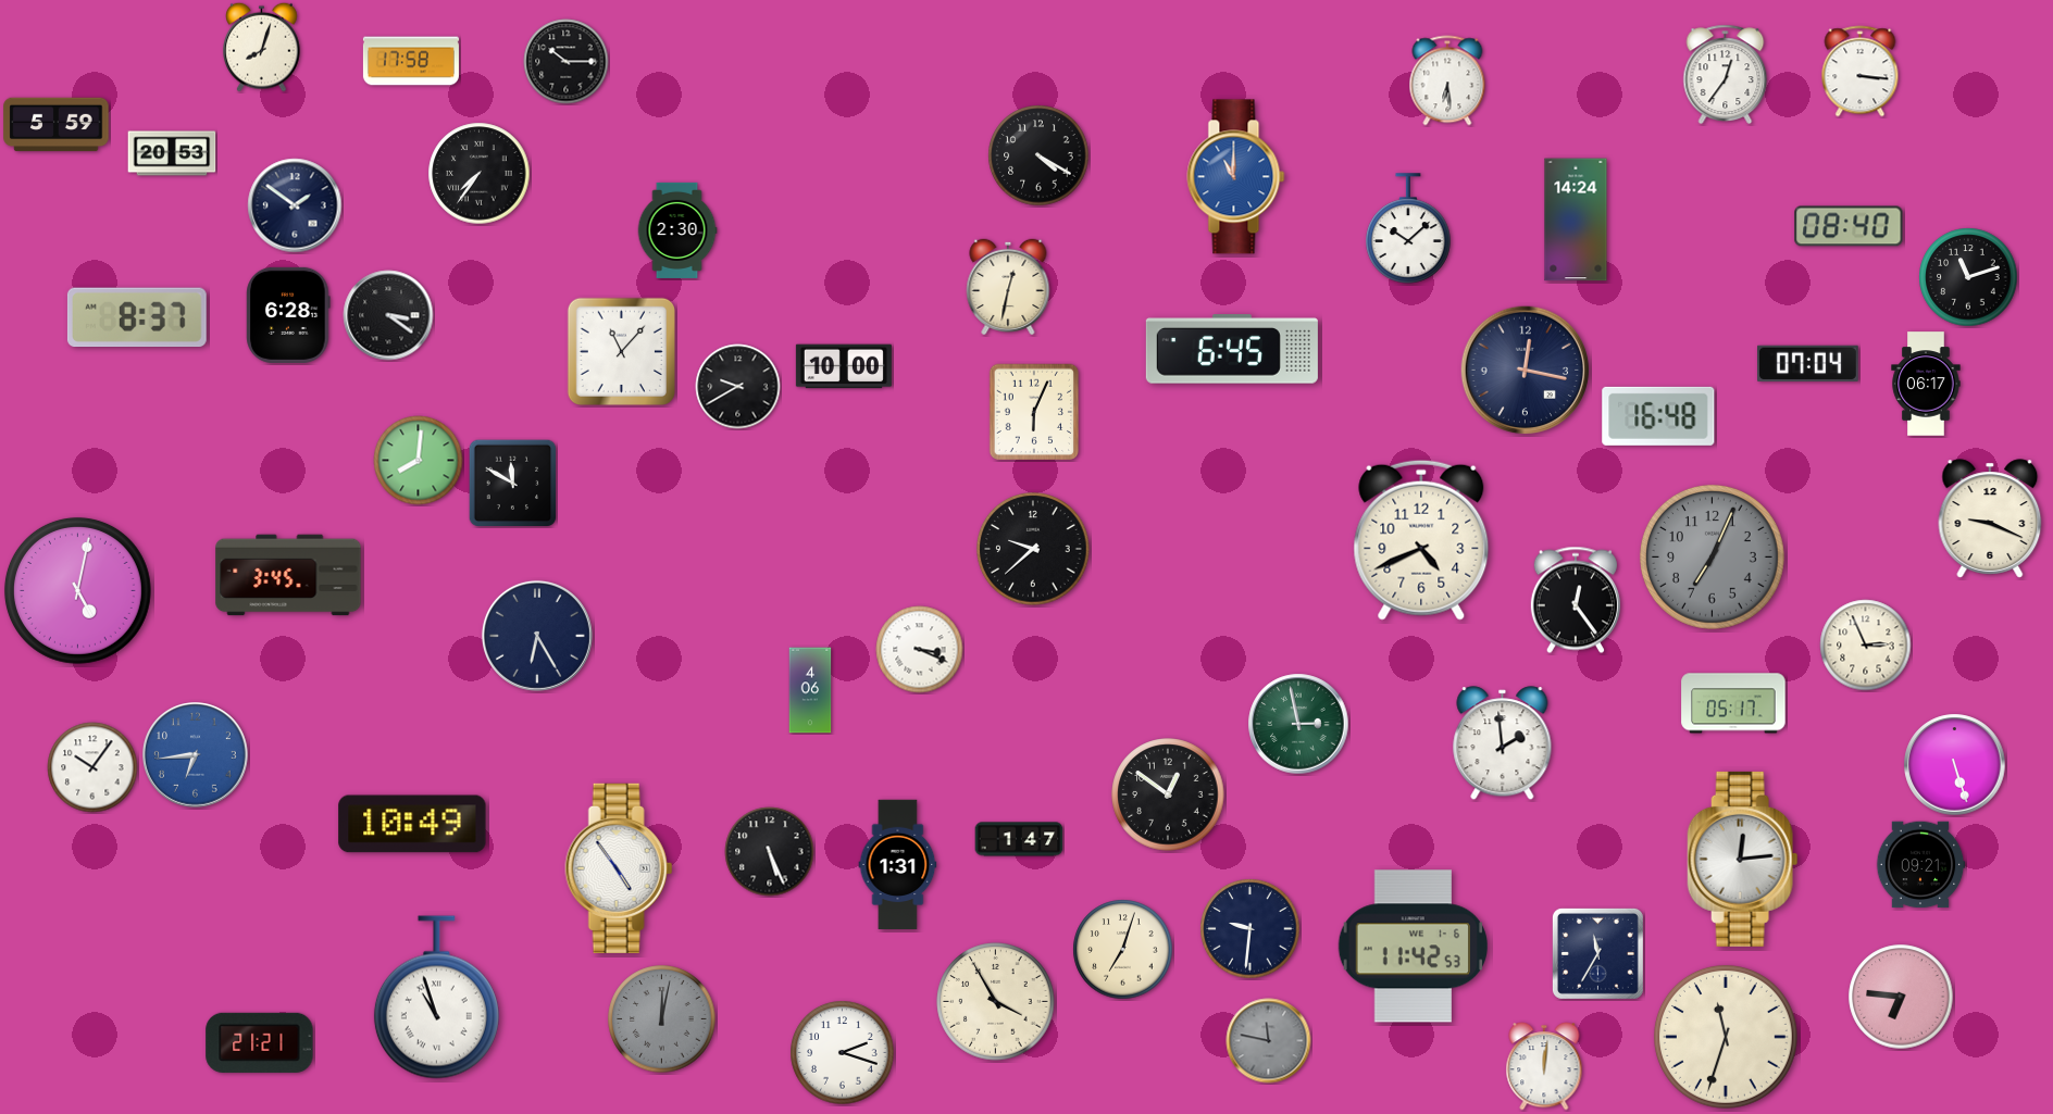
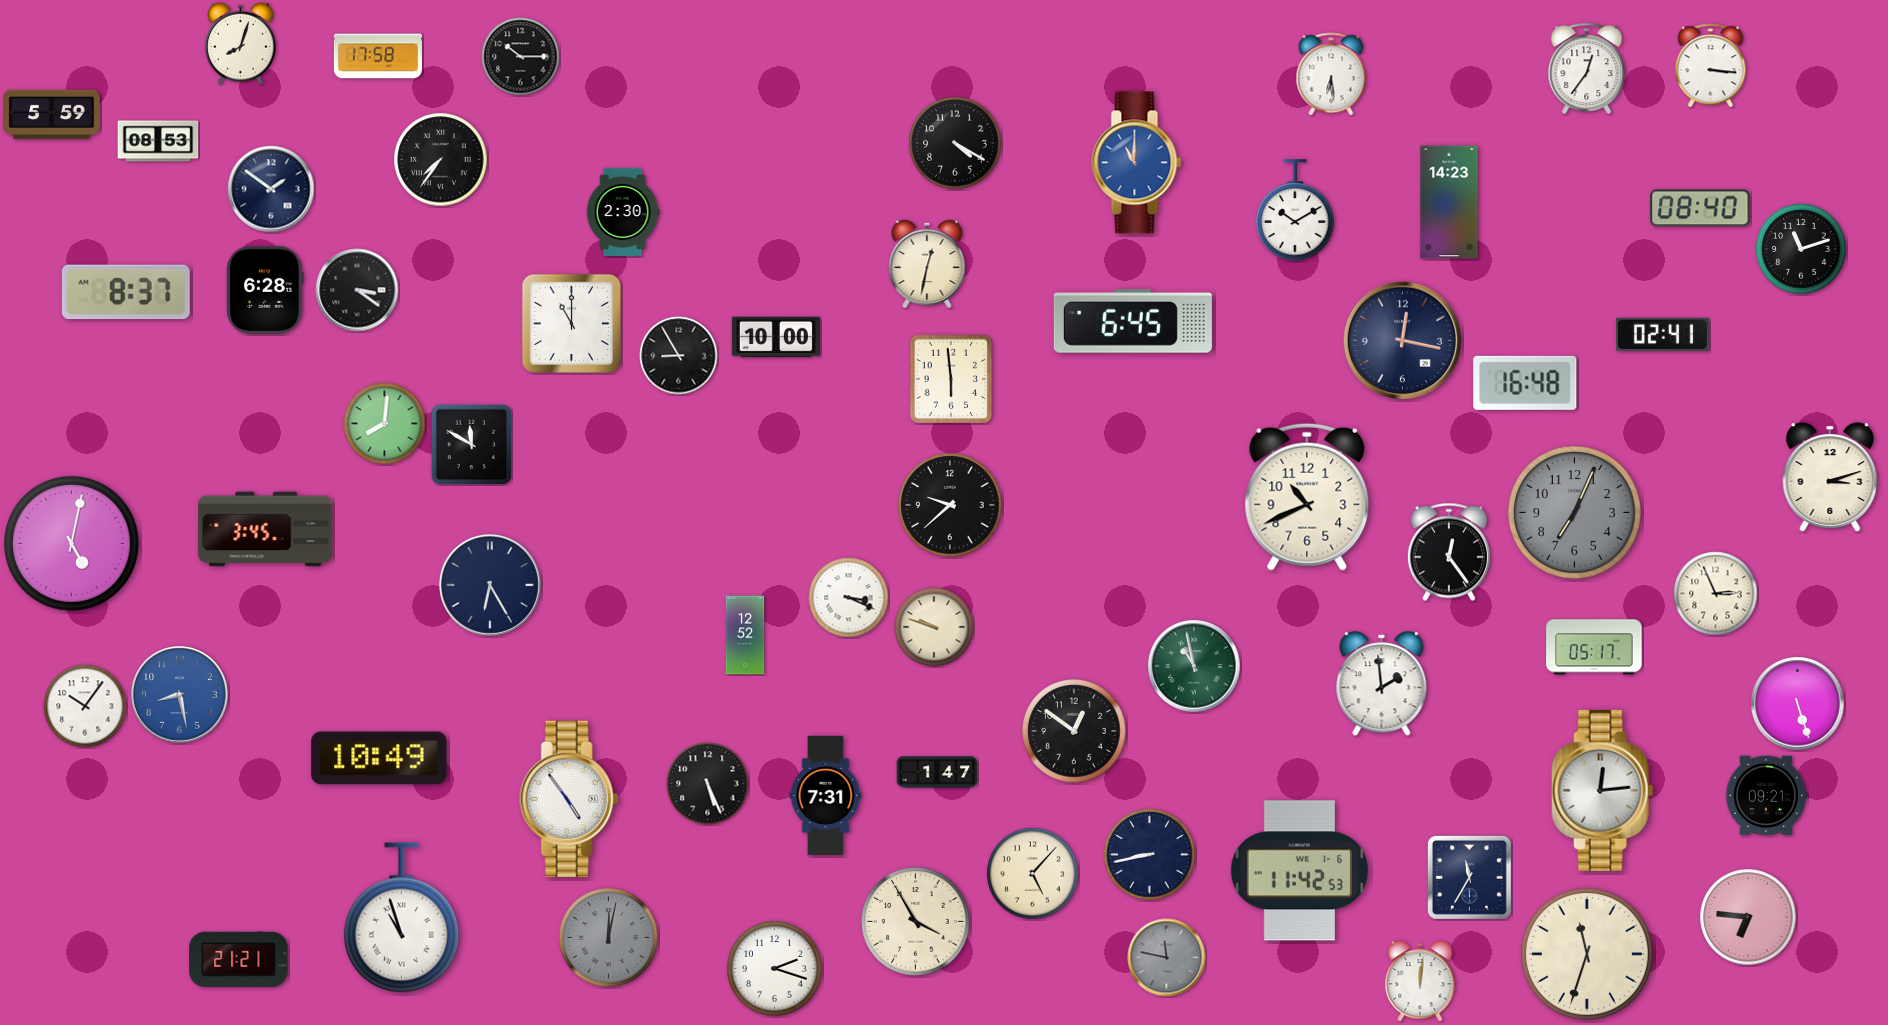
clock at (172, 153): 20:53 -> 08:53
clock at (1576, 220): 14:24 -> 14:23
clock at (1408, 228): 10:08 -> 10:10
clock at (1968, 277) position: (1968, 277) -> (1801, 249)
clock at (621, 351): 11:07 -> 11:00
clock at (1808, 363): 07:04 -> 02:41
clock at (1926, 384): 06:17 -> none
clock at (738, 387): 9:40 -> 8:55
clock at (1034, 412): 6:04 -> 5:59
clock at (1990, 518): 9:19 -> 3:12
clock at (1421, 540): 4:41 -> 10:41
clock at (537, 636) position: (537, 636) -> (490, 585)
clock at (920, 650) position: (920, 650) -> (849, 598)
clock at (934, 627): none -> 9:48
clock at (810, 690): 4:06 -> 12:52
clock at (1298, 724): 2:58 -> 10:58
clock at (196, 755): 6:44 -> 8:28
clock at (898, 865): 1:31 -> 7:31
clock at (1251, 929): 9:31 -> 8:43
clock at (1123, 950): 7:03 -> 5:07
